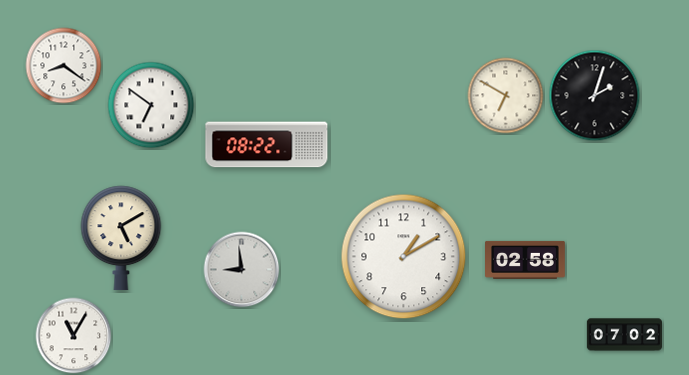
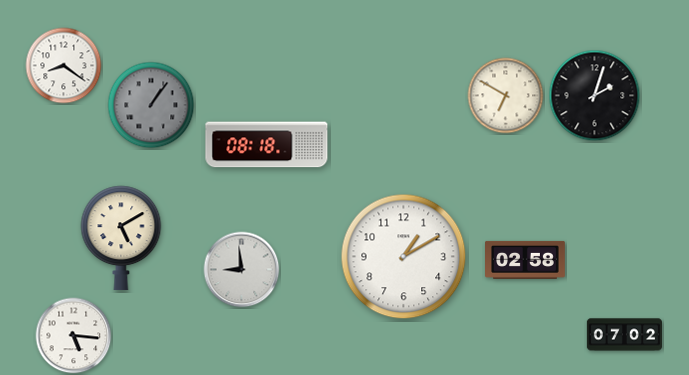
clock at (151, 105): 6:51 -> 1:06
clock at (151, 105) dial: white -> grey
clock at (267, 145): 08:22 -> 08:18
clock at (74, 336): 11:05 -> 5:16
